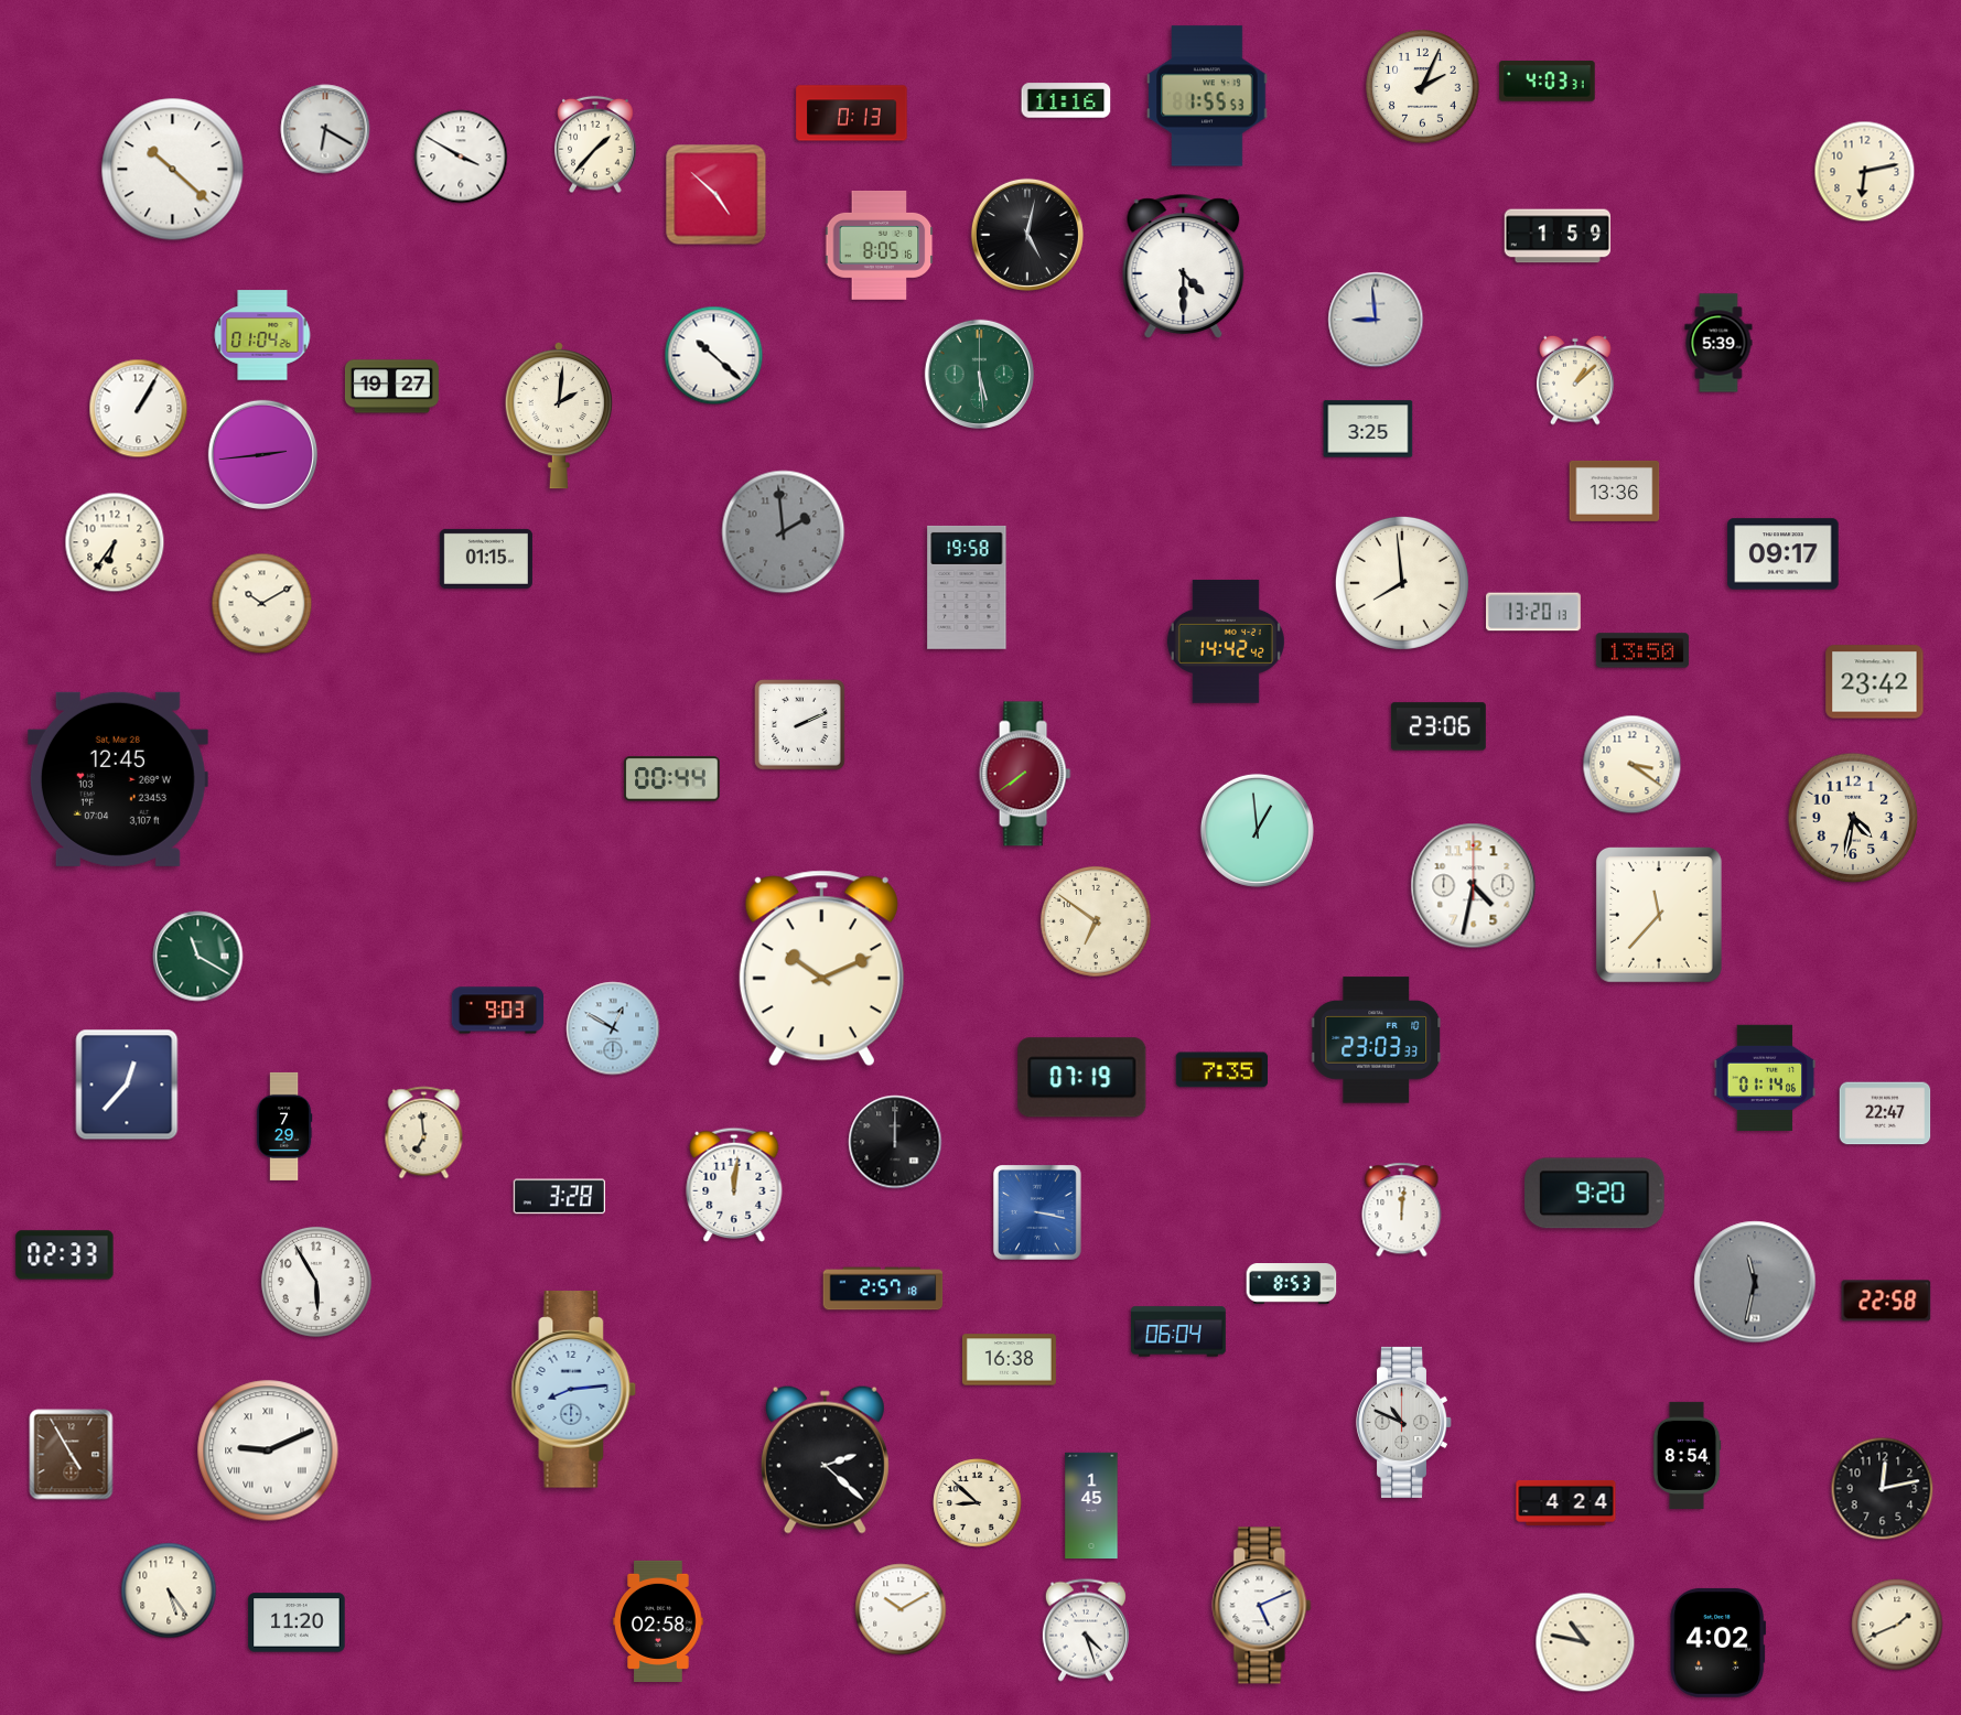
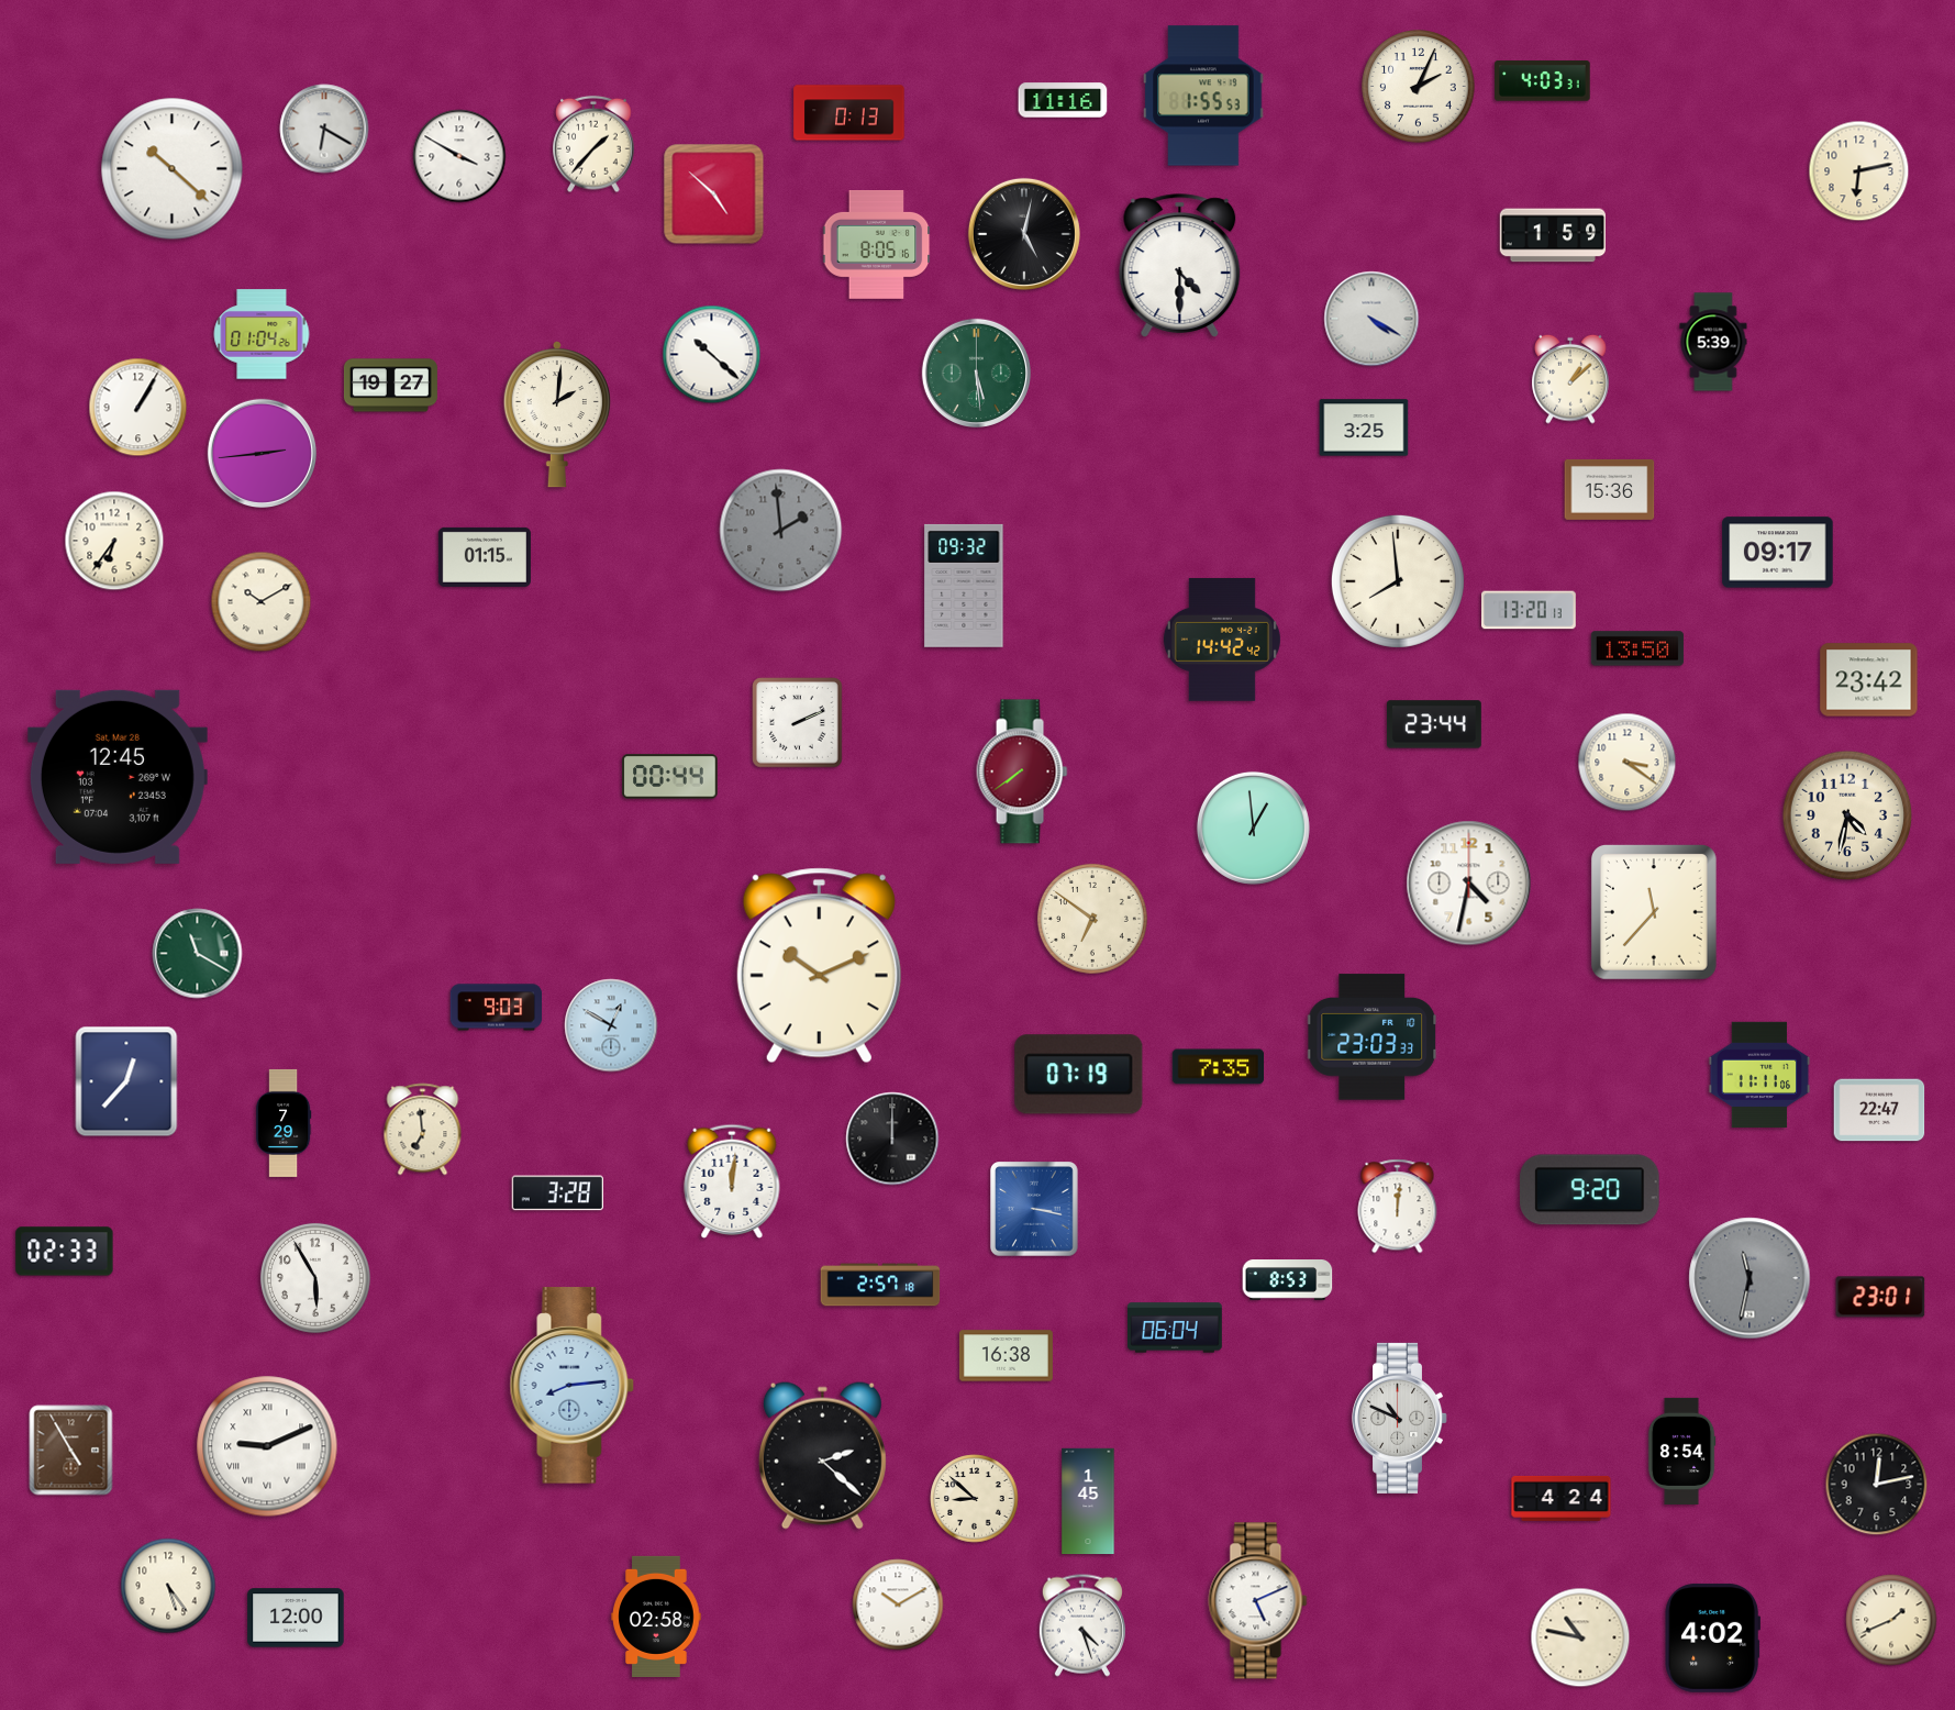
clock at (1376, 320): 8:59 -> 4:20
clock at (1615, 490): 13:36 -> 15:36
clock at (967, 587): 19:58 -> 09:32
clock at (1439, 726): 23:06 -> 23:44
clock at (1765, 1077): 01:14 -> 11:11
clock at (1886, 1301): 22:58 -> 23:01
clock at (297, 1622): 11:20 -> 12:00
